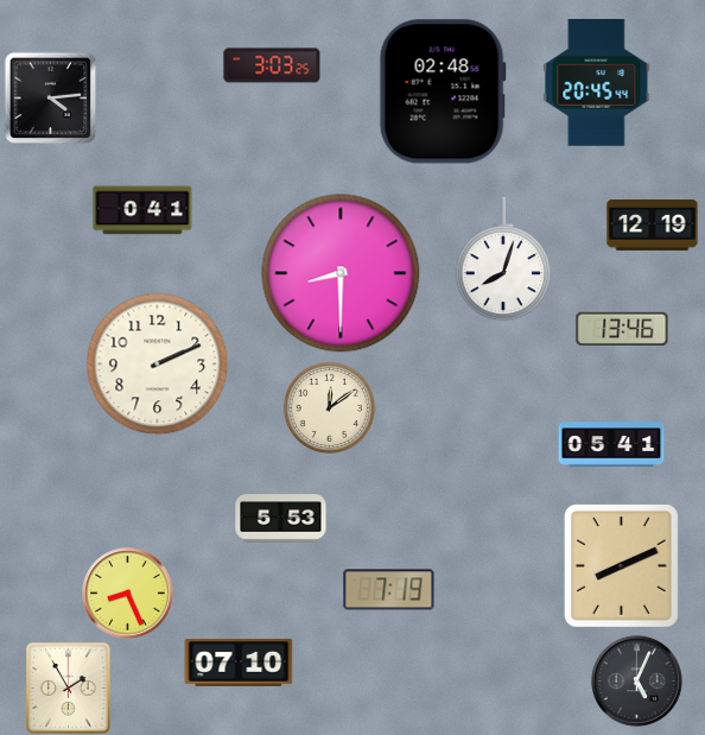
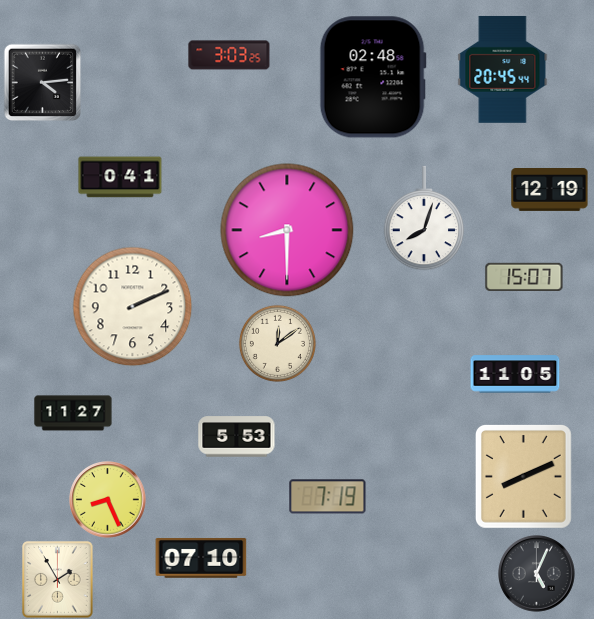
clock at (622, 328): 13:46 -> 15:07
clock at (611, 444): 05:41 -> 11:05
clock at (73, 413): none -> 11:27
